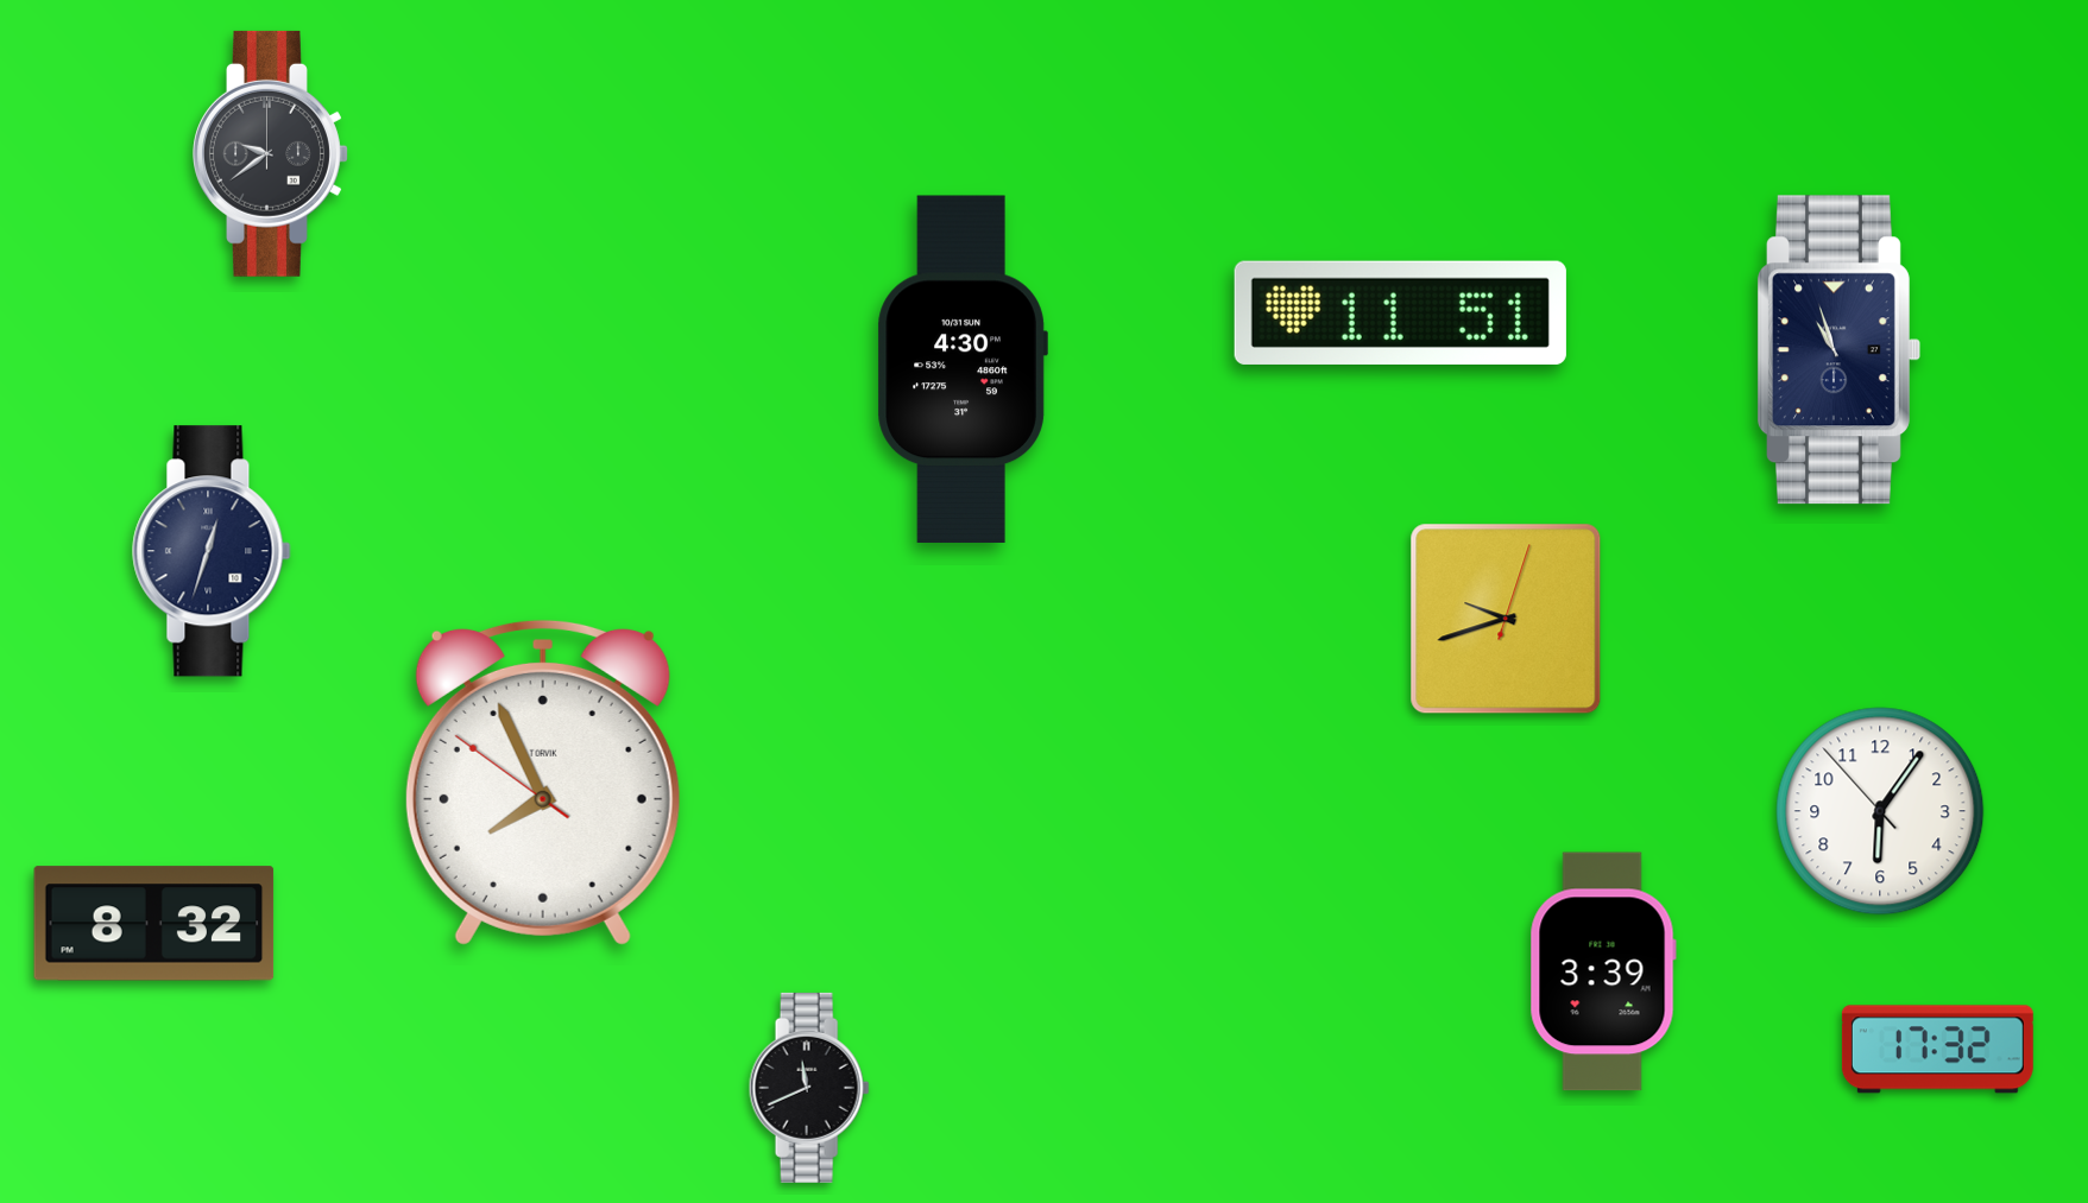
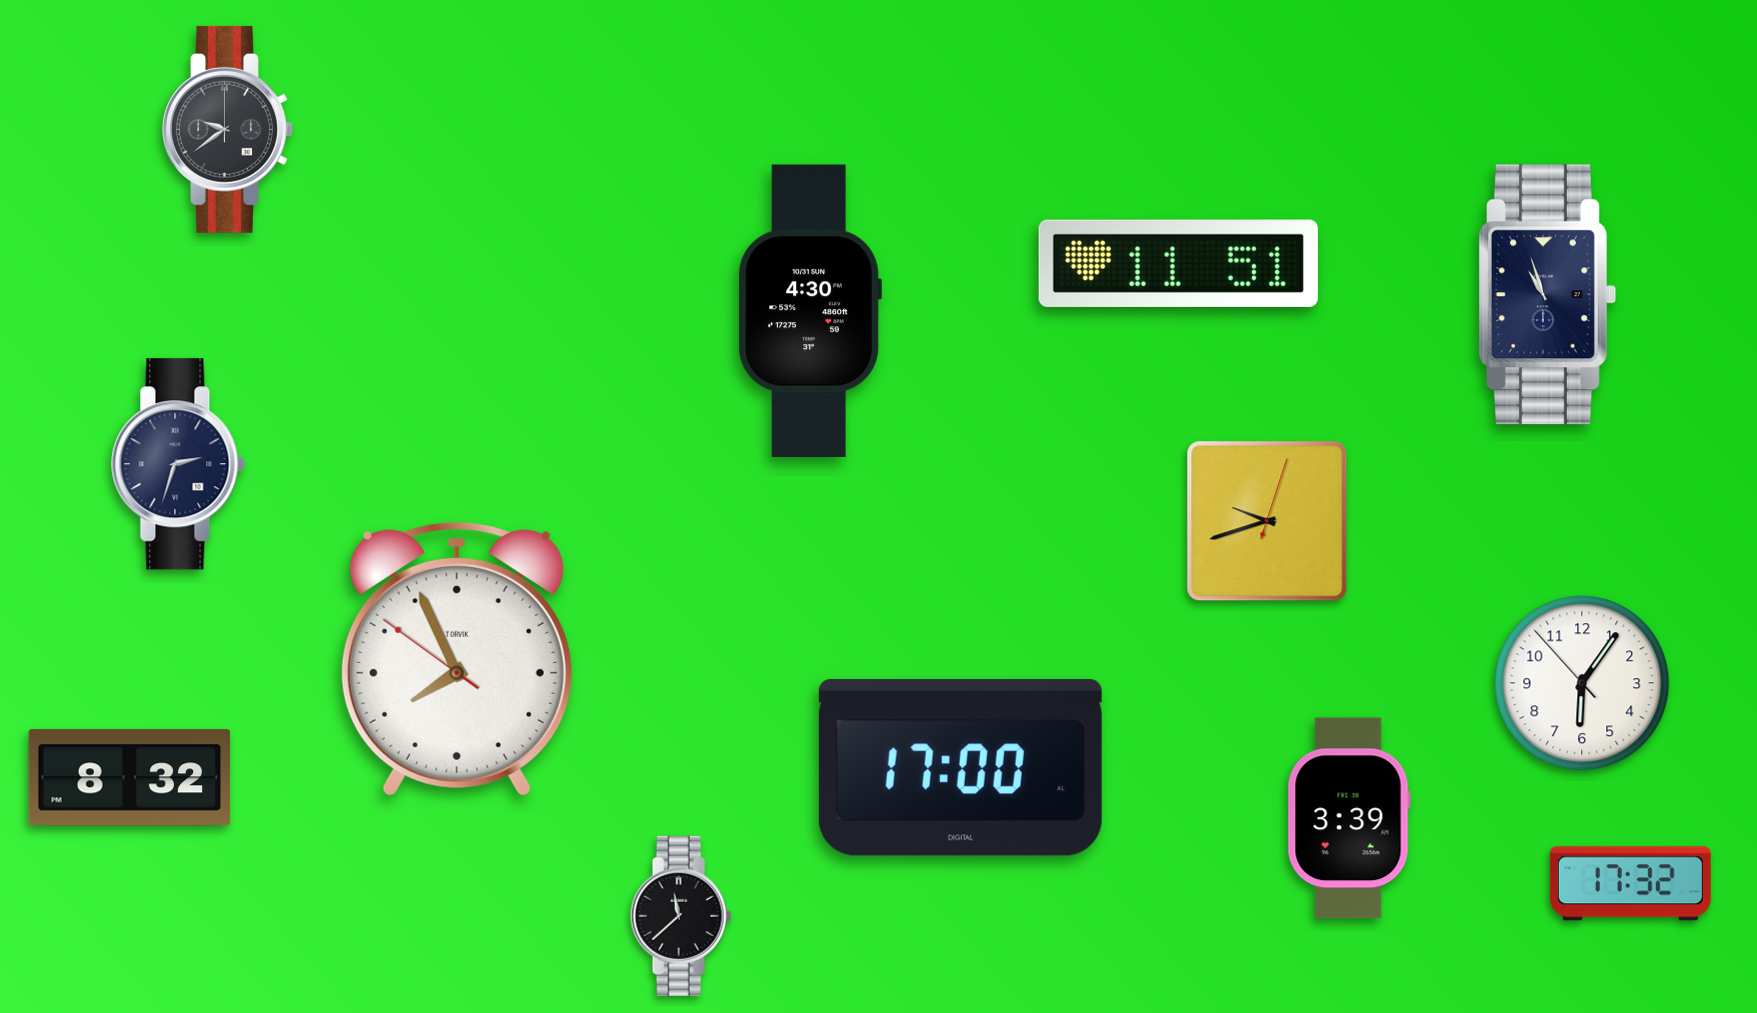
clock at (212, 551): 12:33 -> 2:33
clock at (960, 768): none -> 17:00
clock at (809, 1088): 11:41 -> 11:38
